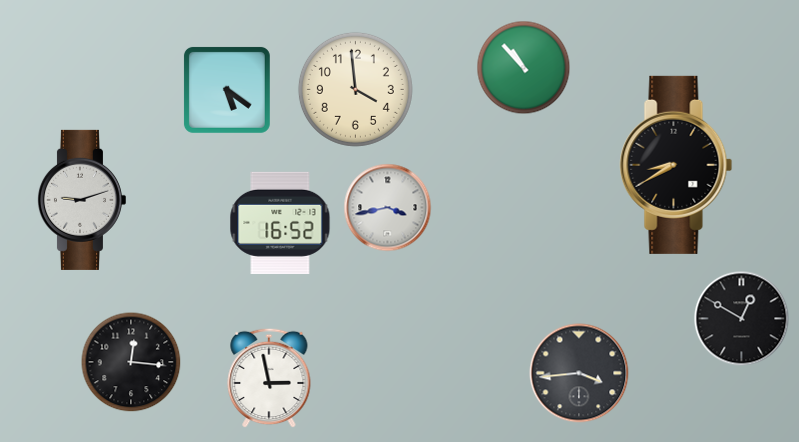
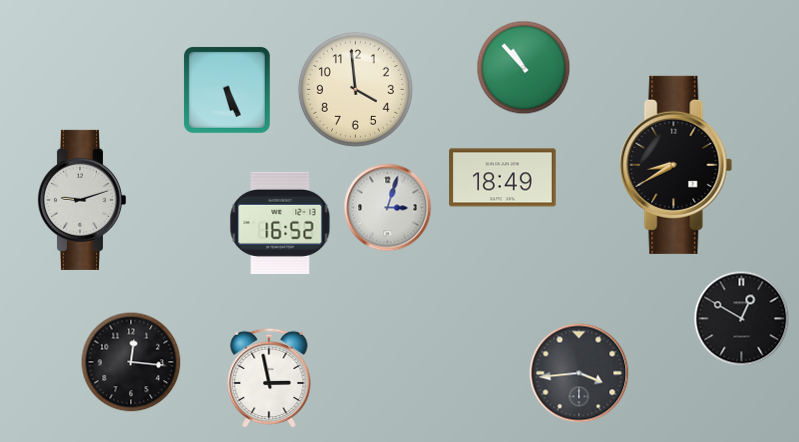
clock at (227, 90): 5:21 -> 5:26
clock at (503, 178): none -> 18:49
clock at (388, 208): 3:43 -> 3:03
